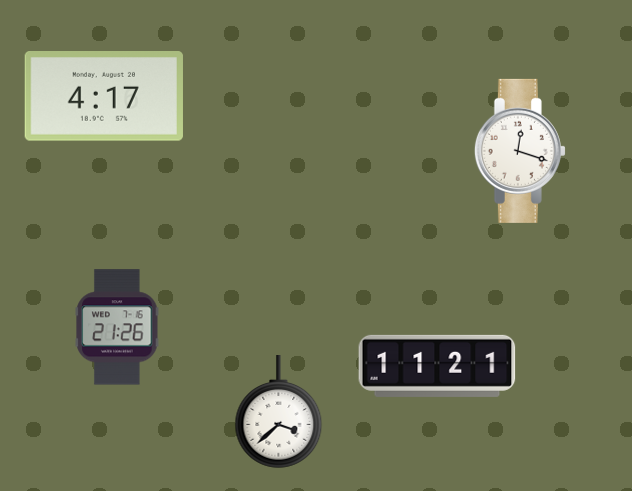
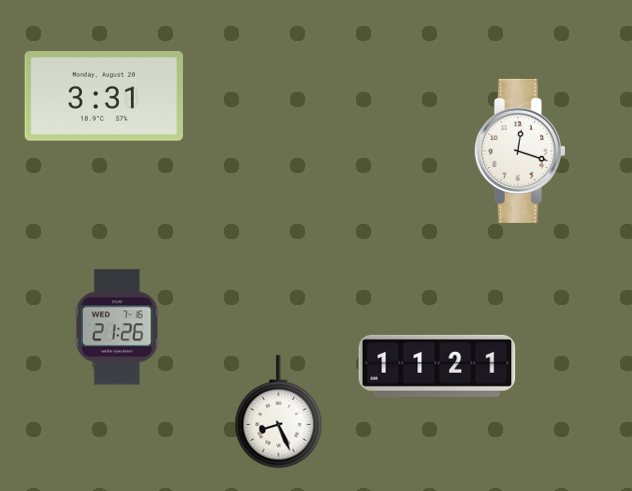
clock at (104, 97): 4:17 -> 3:31
clock at (279, 412): 3:38 -> 8:26
